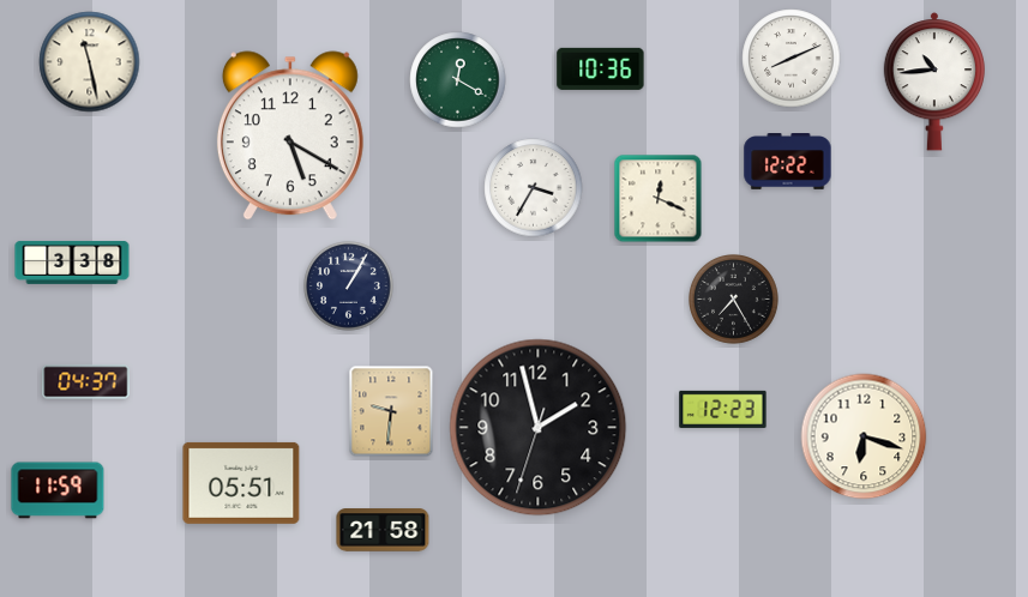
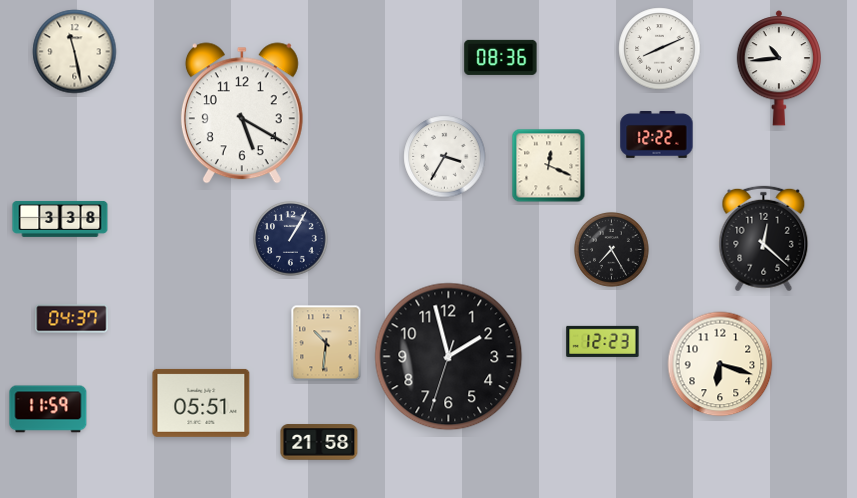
clock at (601, 68): 10:36 -> 08:36
clock at (458, 80): 12:20 -> none
clock at (764, 239): none -> 12:22
clock at (391, 411): 9:31 -> 10:31
